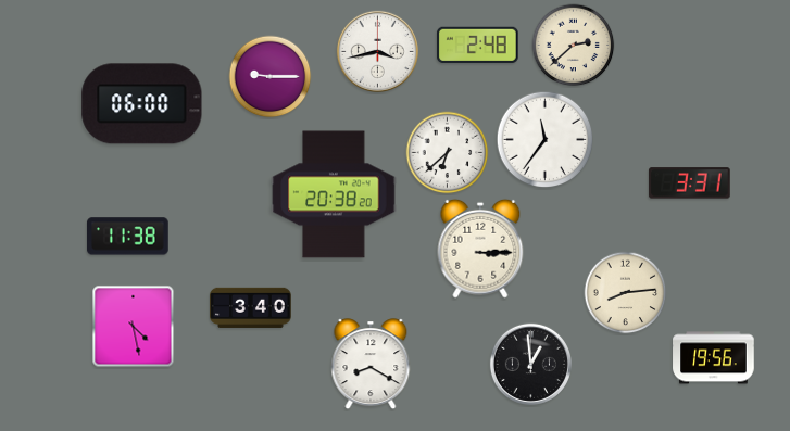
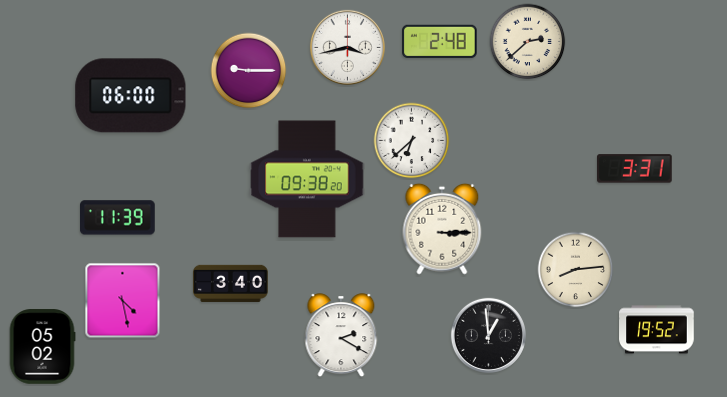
clock at (546, 140): 11:36 -> none
clock at (334, 194): 20:38 -> 09:38
clock at (128, 237): 11:38 -> 11:39
clock at (714, 358): 19:56 -> 19:52
clock at (371, 365): 8:20 -> 2:20
clock at (42, 347): none -> 05:02
